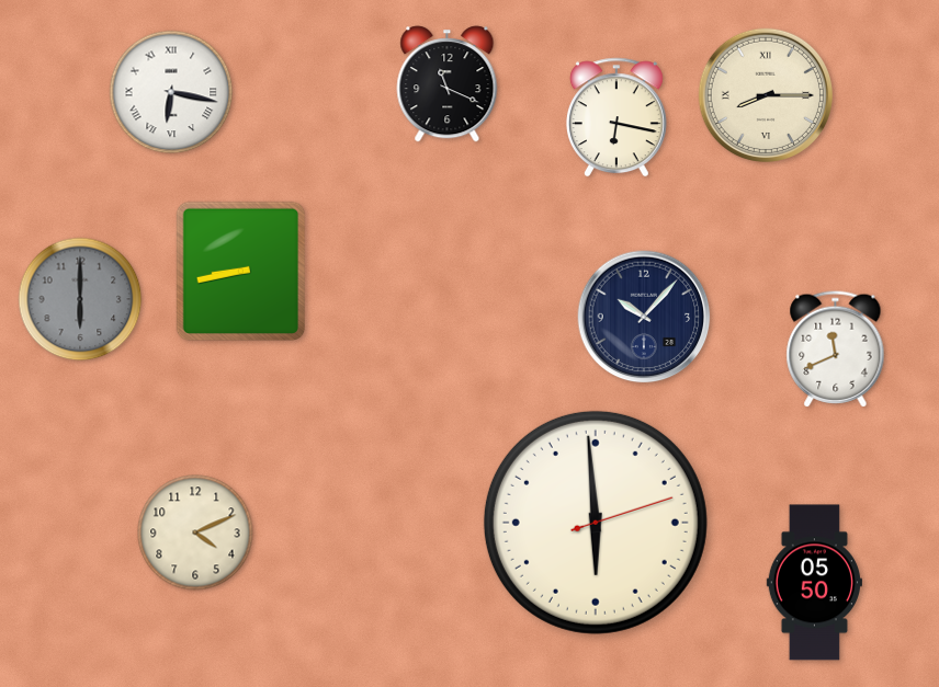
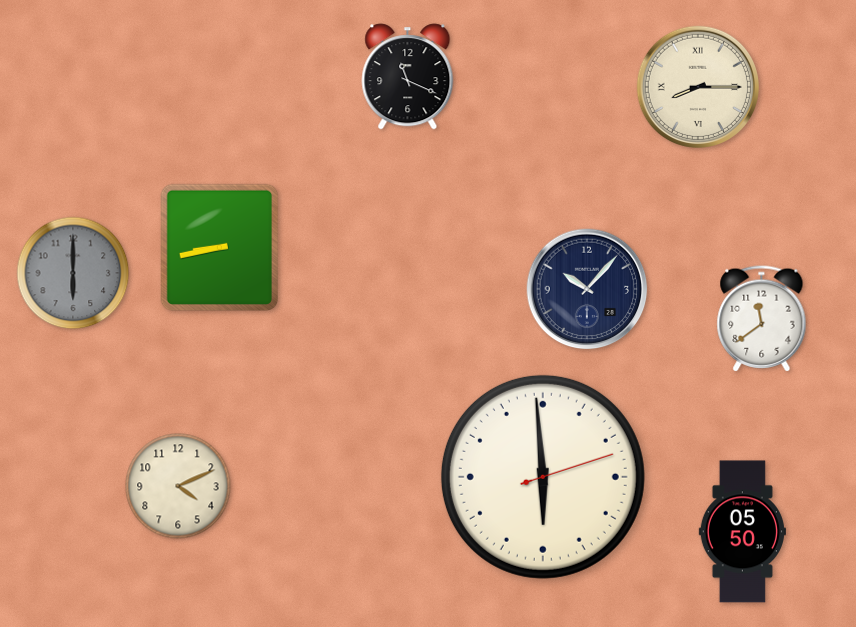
clock at (171, 92): 6:17 -> none
clock at (616, 117): 6:17 -> none
clock at (836, 350): 11:41 -> 11:39
